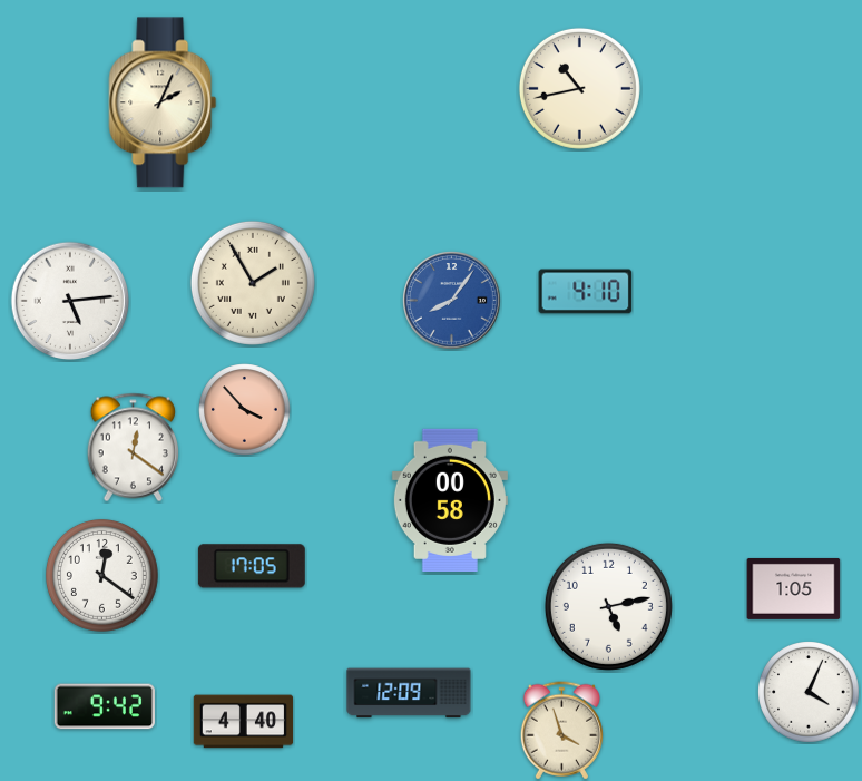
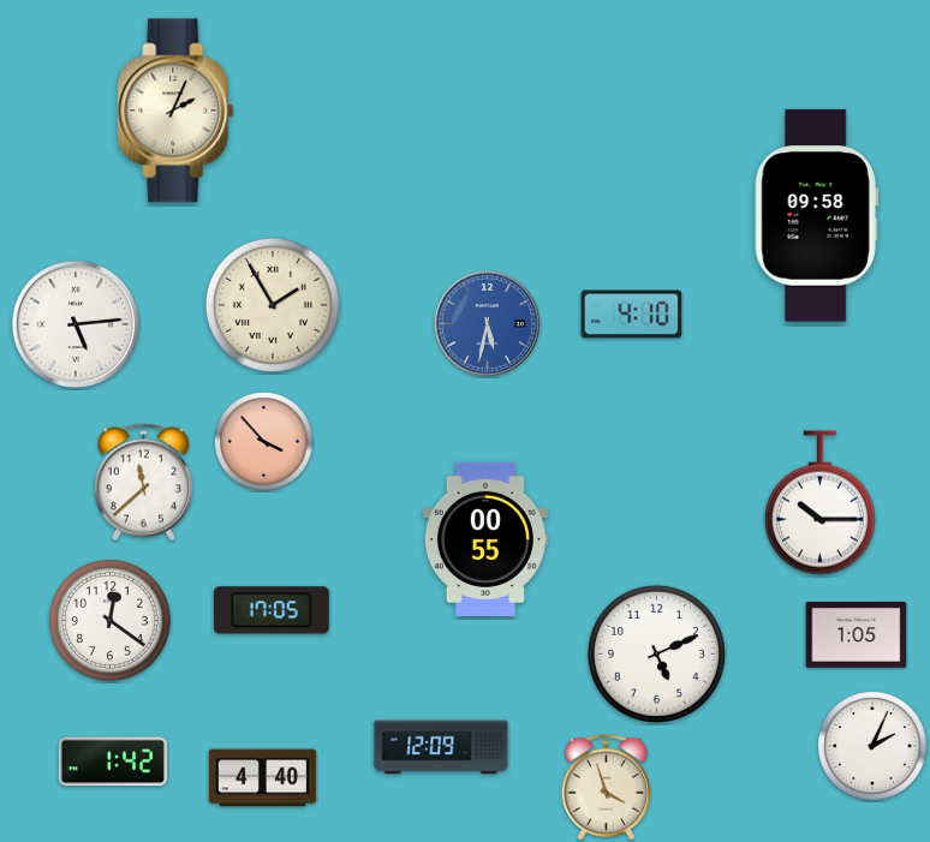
clock at (579, 88): 10:43 -> none
clock at (816, 216): none -> 09:58
clock at (452, 301): 8:06 -> 5:32
clock at (133, 448): 12:21 -> 11:38
clock at (819, 503): none -> 10:15
clock at (450, 500): 00:58 -> 00:55
clock at (608, 606): 5:13 -> 5:11
clock at (810, 693): 4:04 -> 2:04
clock at (104, 706): 9:42 -> 1:42
